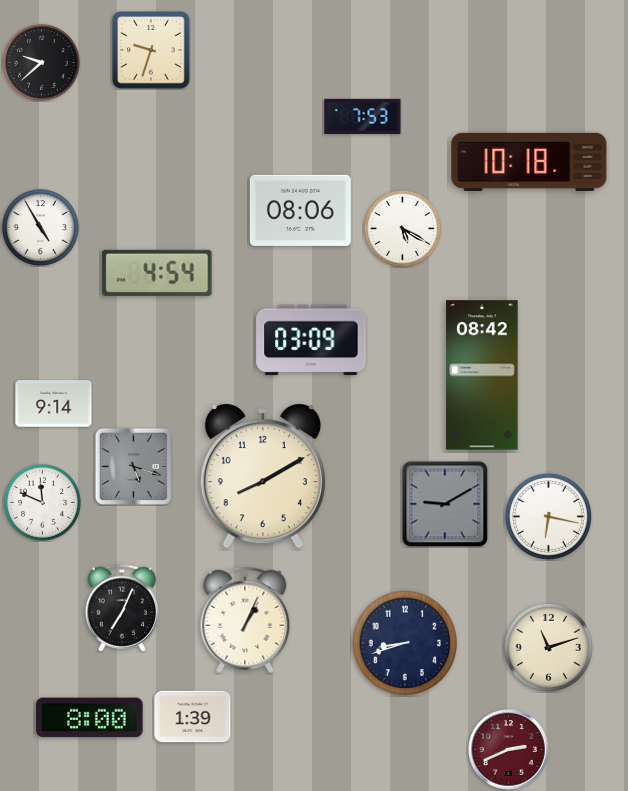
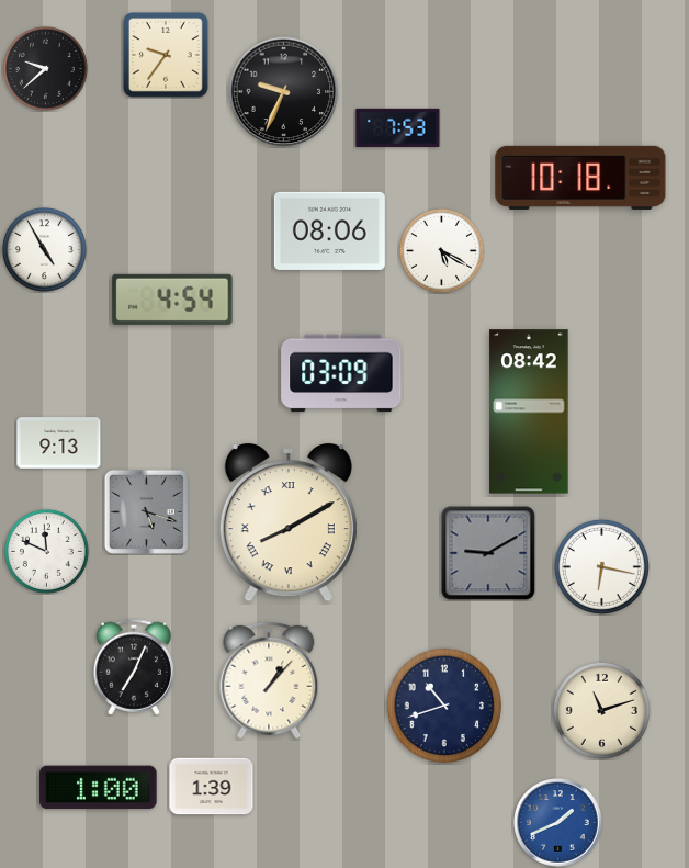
clock at (152, 51): 9:33 -> 9:36
clock at (284, 92): none -> 9:34
clock at (54, 404): 9:14 -> 9:13
clock at (263, 476) numerals: Arabic -> Roman
clock at (245, 620): 1:04 -> 1:07
clock at (404, 642): 8:42 -> 10:42
clock at (90, 718): 8:00 -> 1:00
clock at (509, 750): 2:41 -> 1:41
clock at (509, 750) dial: burgundy -> blue
